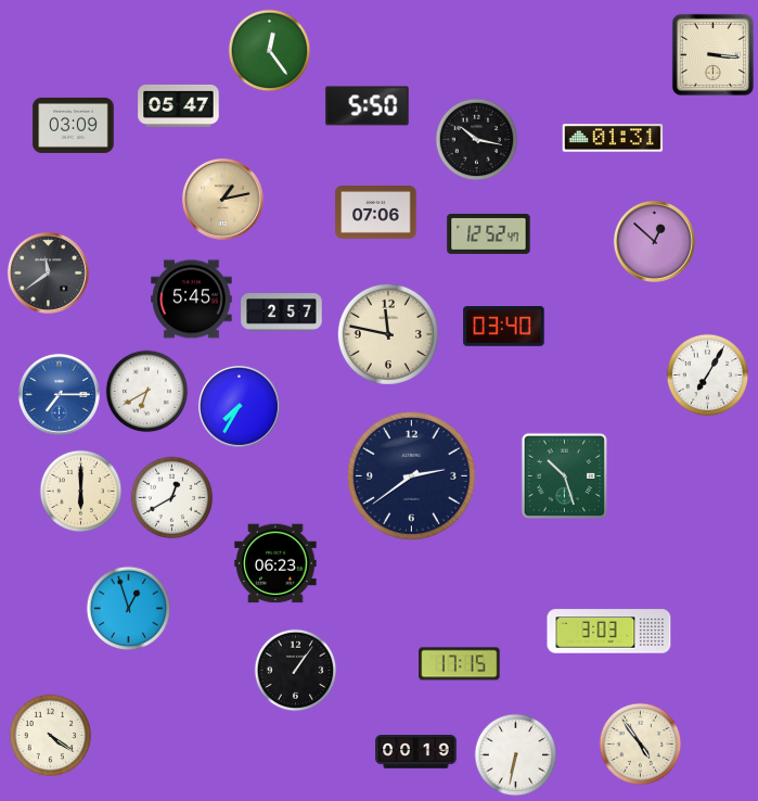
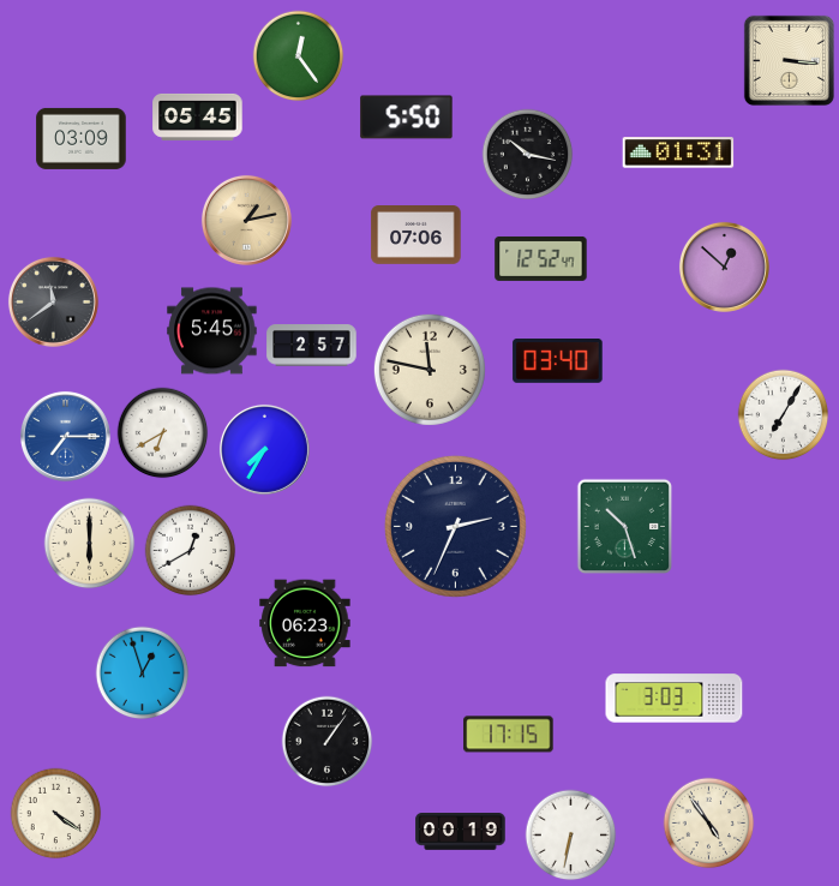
clock at (179, 105): 05:47 -> 05:45
clock at (411, 475): 2:39 -> 2:34
